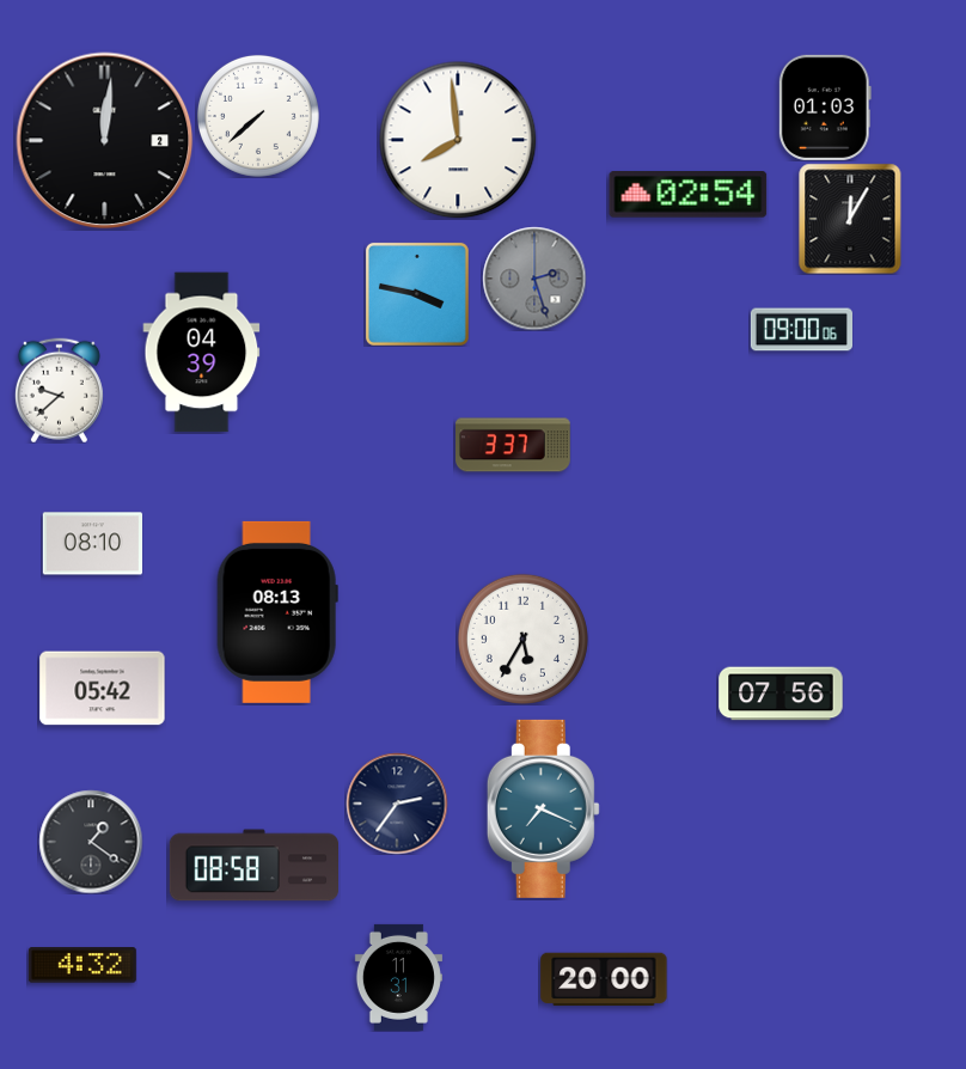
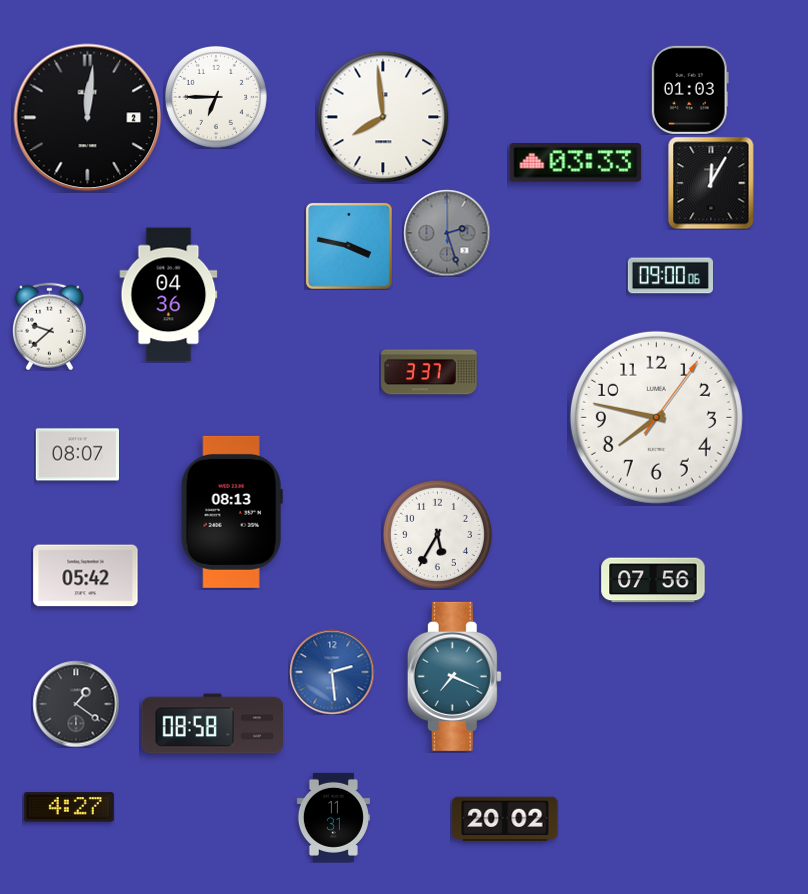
clock at (258, 116): 7:38 -> 6:45
clock at (689, 195): 02:54 -> 03:33
clock at (202, 353): 04:39 -> 04:36
clock at (656, 417): none -> 7:47
clock at (92, 544): 08:10 -> 08:07
clock at (397, 804): 2:36 -> 2:29
clock at (397, 804) dial: navy -> blue
clock at (82, 965): 4:32 -> 4:27
clock at (604, 979): 20:00 -> 20:02
